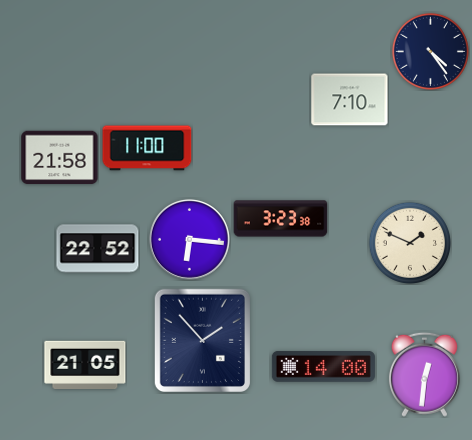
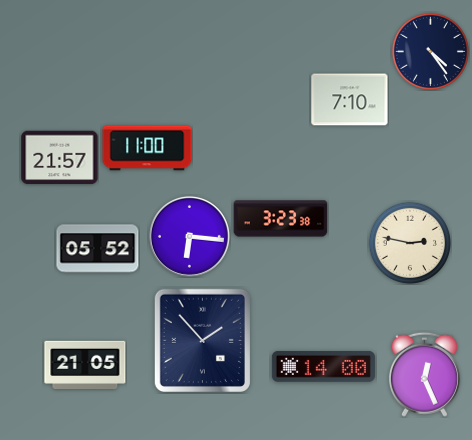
clock at (60, 158): 21:58 -> 21:57
clock at (189, 239) position: (189, 239) -> (189, 236)
clock at (410, 243): 1:49 -> 2:47
clock at (98, 249): 22:52 -> 05:52
clock at (424, 374): 12:31 -> 12:26
